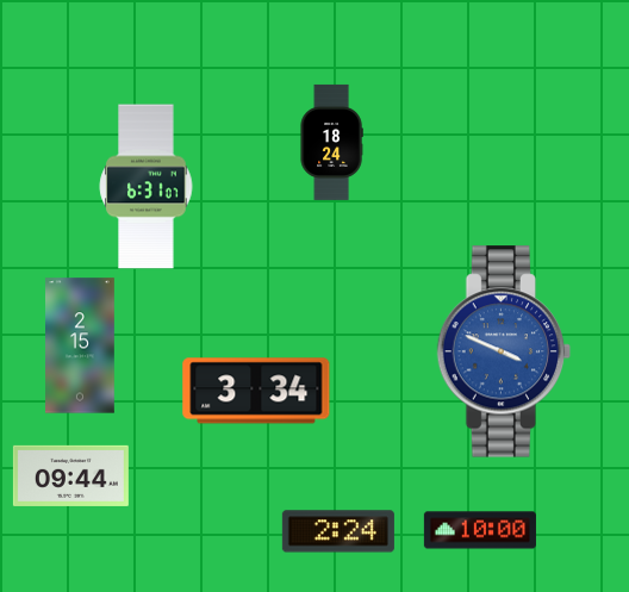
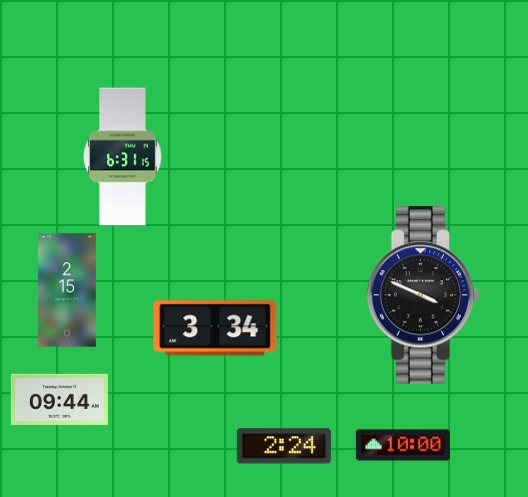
clock at (331, 142): 18:24 -> none
clock at (147, 187): 6:31:07 -> 6:31:15
clock at (504, 351) dial: blue -> black
